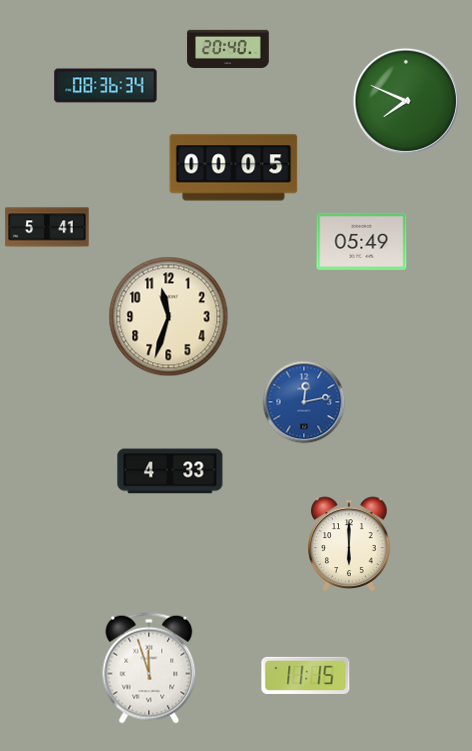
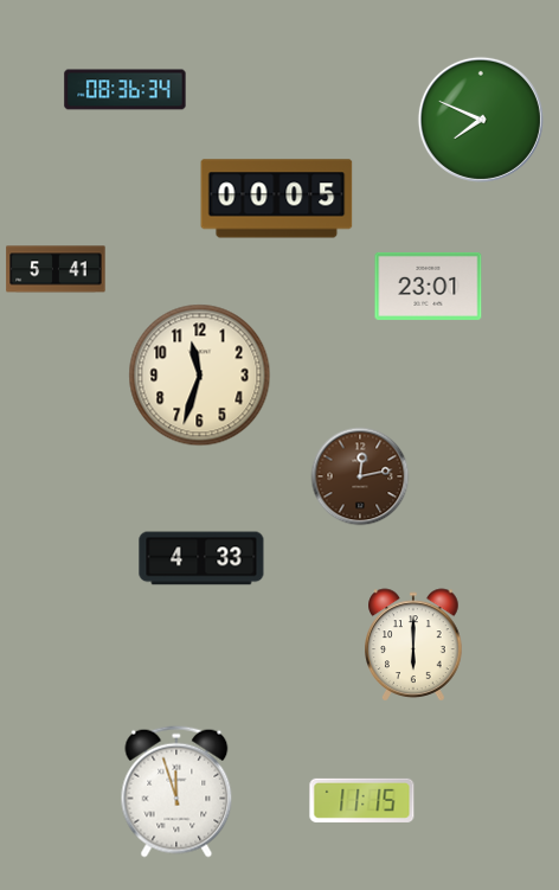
clock at (228, 48): 20:40 -> none
clock at (106, 86) position: (106, 86) -> (126, 90)
clock at (362, 241): 05:49 -> 23:01
clock at (304, 402) dial: blue -> brown
